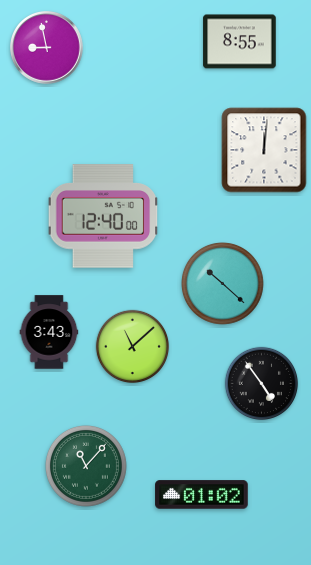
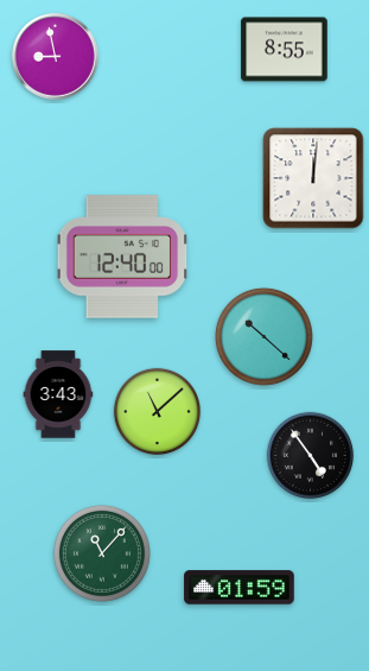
clock at (202, 495): 01:02 -> 01:59
